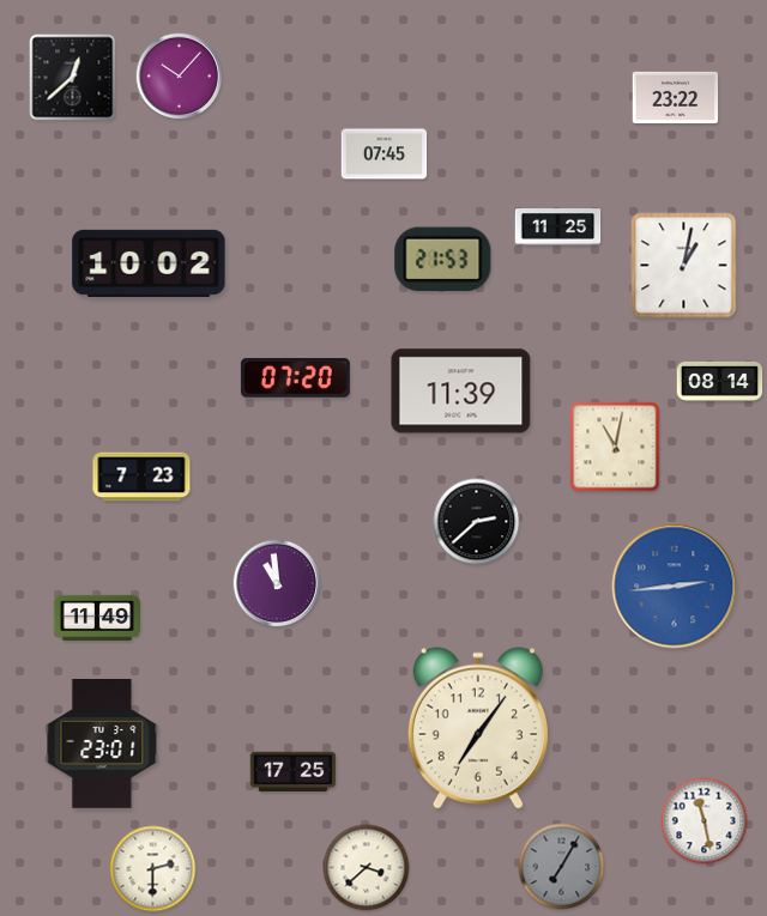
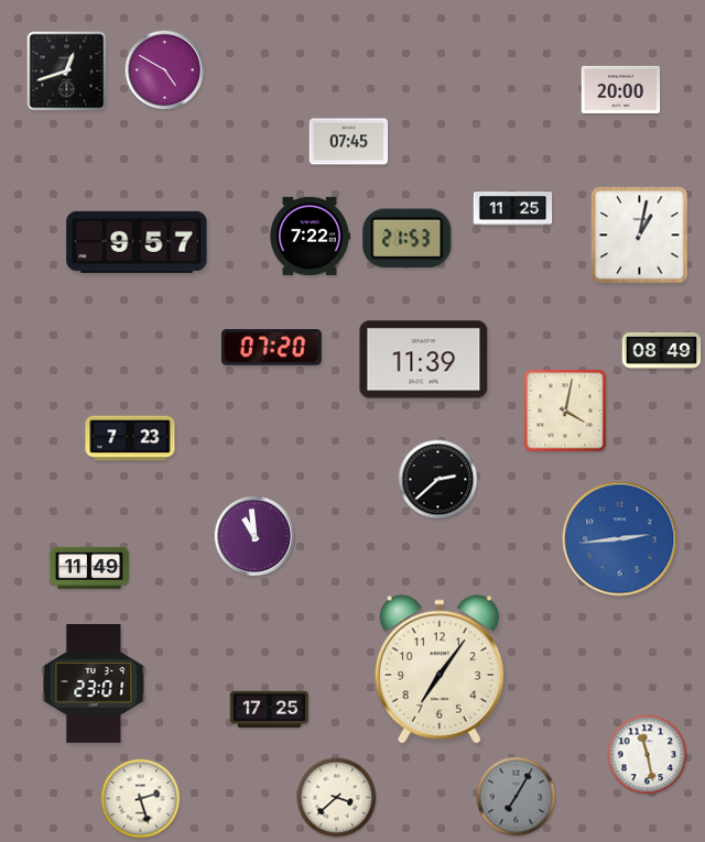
clock at (180, 77): 10:07 -> 4:50
clock at (73, 78): 12:38 -> 12:42
clock at (676, 97): 23:22 -> 20:00
clock at (385, 154) position: (385, 154) -> (349, 142)
clock at (310, 236): none -> 7:22
clock at (149, 263): 10:02 -> 9:57
clock at (684, 266) position: (684, 266) -> (640, 236)
clock at (720, 381): 08:14 -> 08:49
clock at (615, 447): 11:02 -> 4:02
clock at (153, 869): 2:30 -> 2:27
